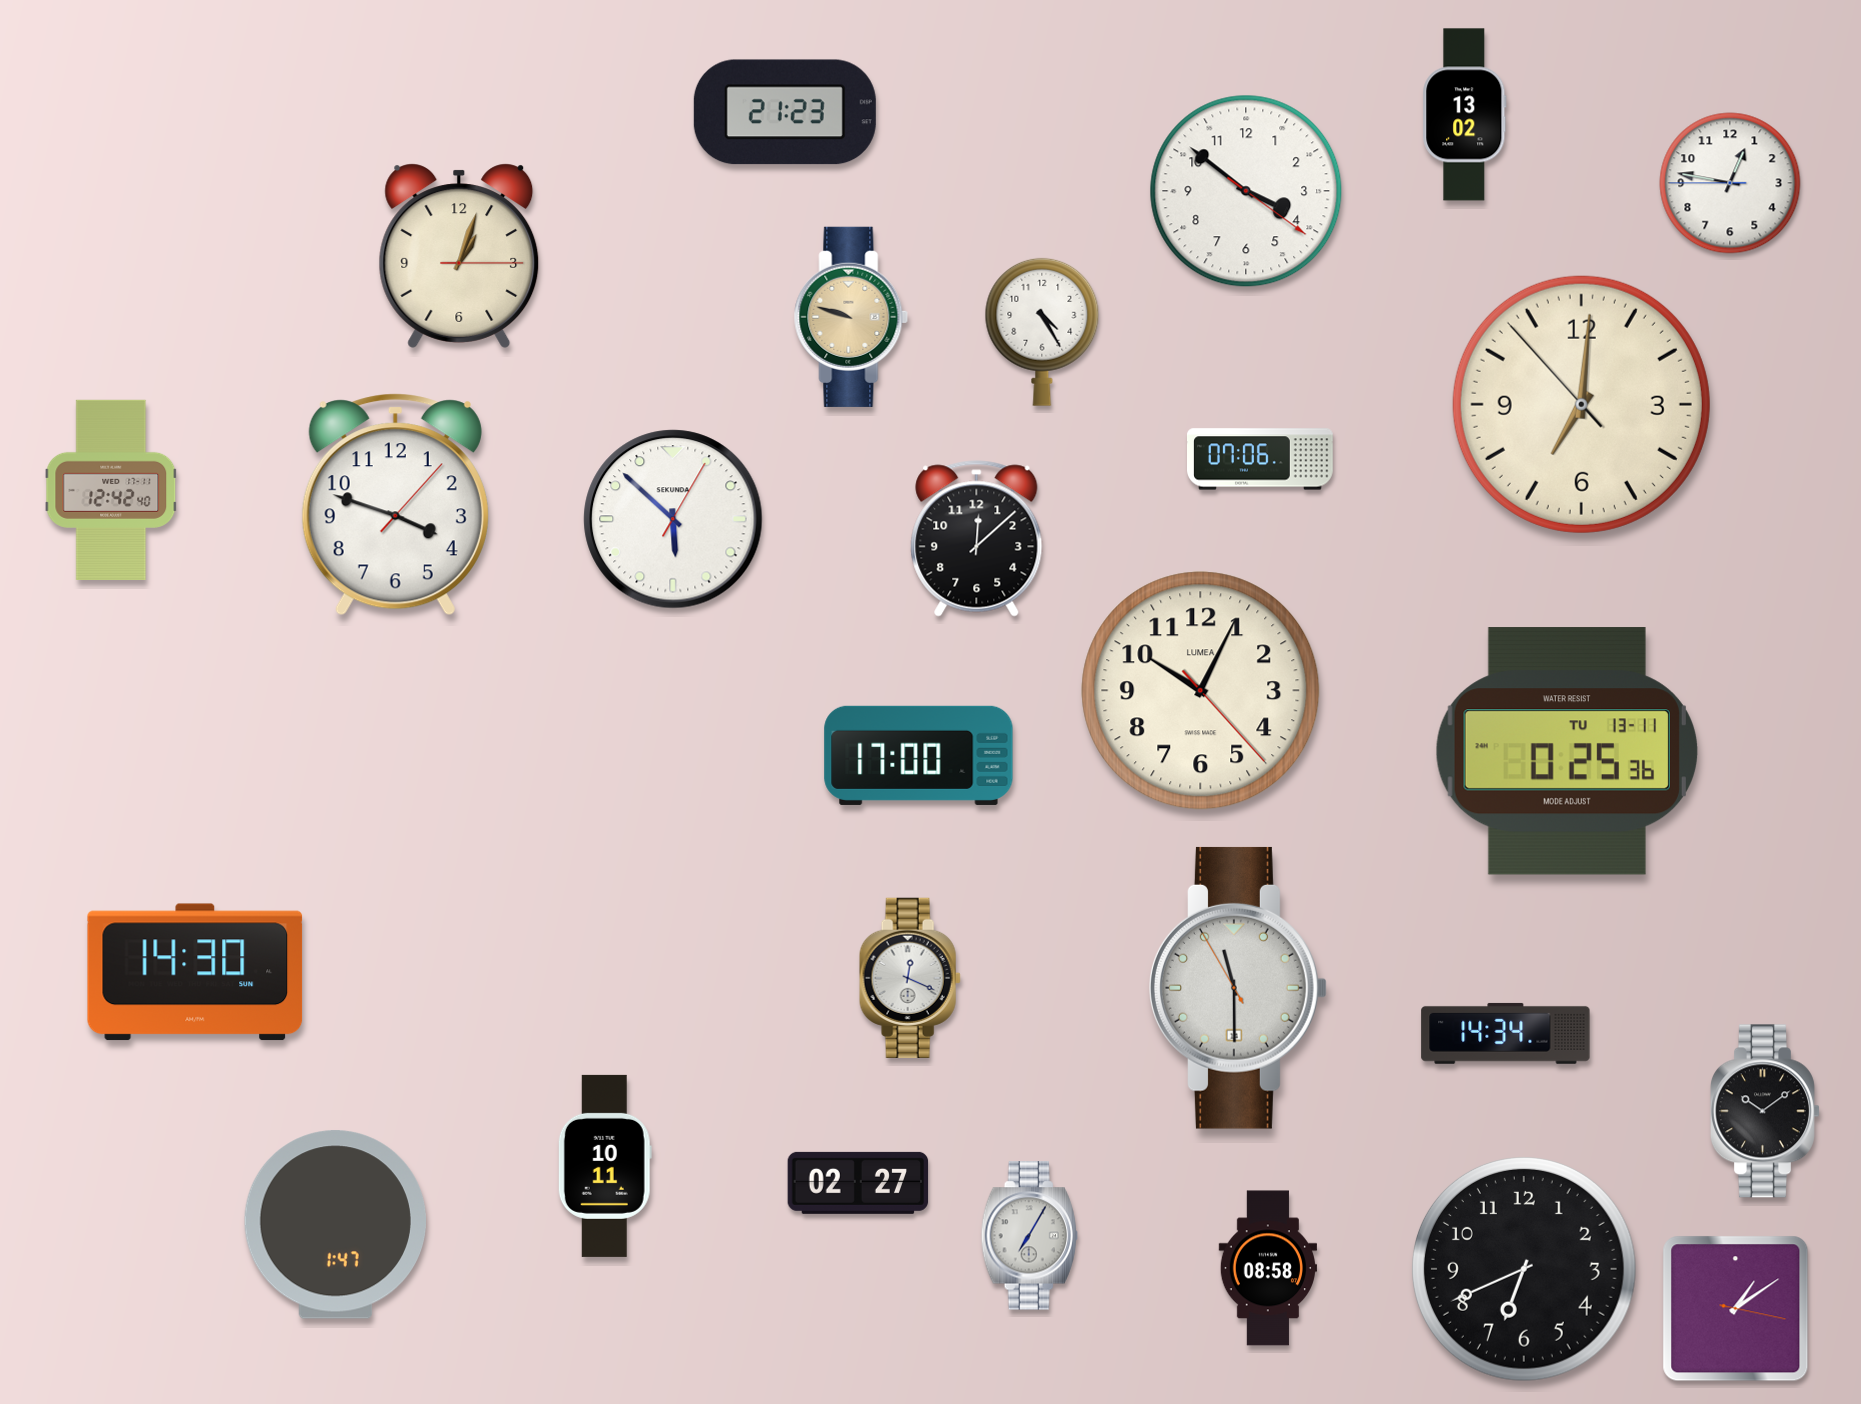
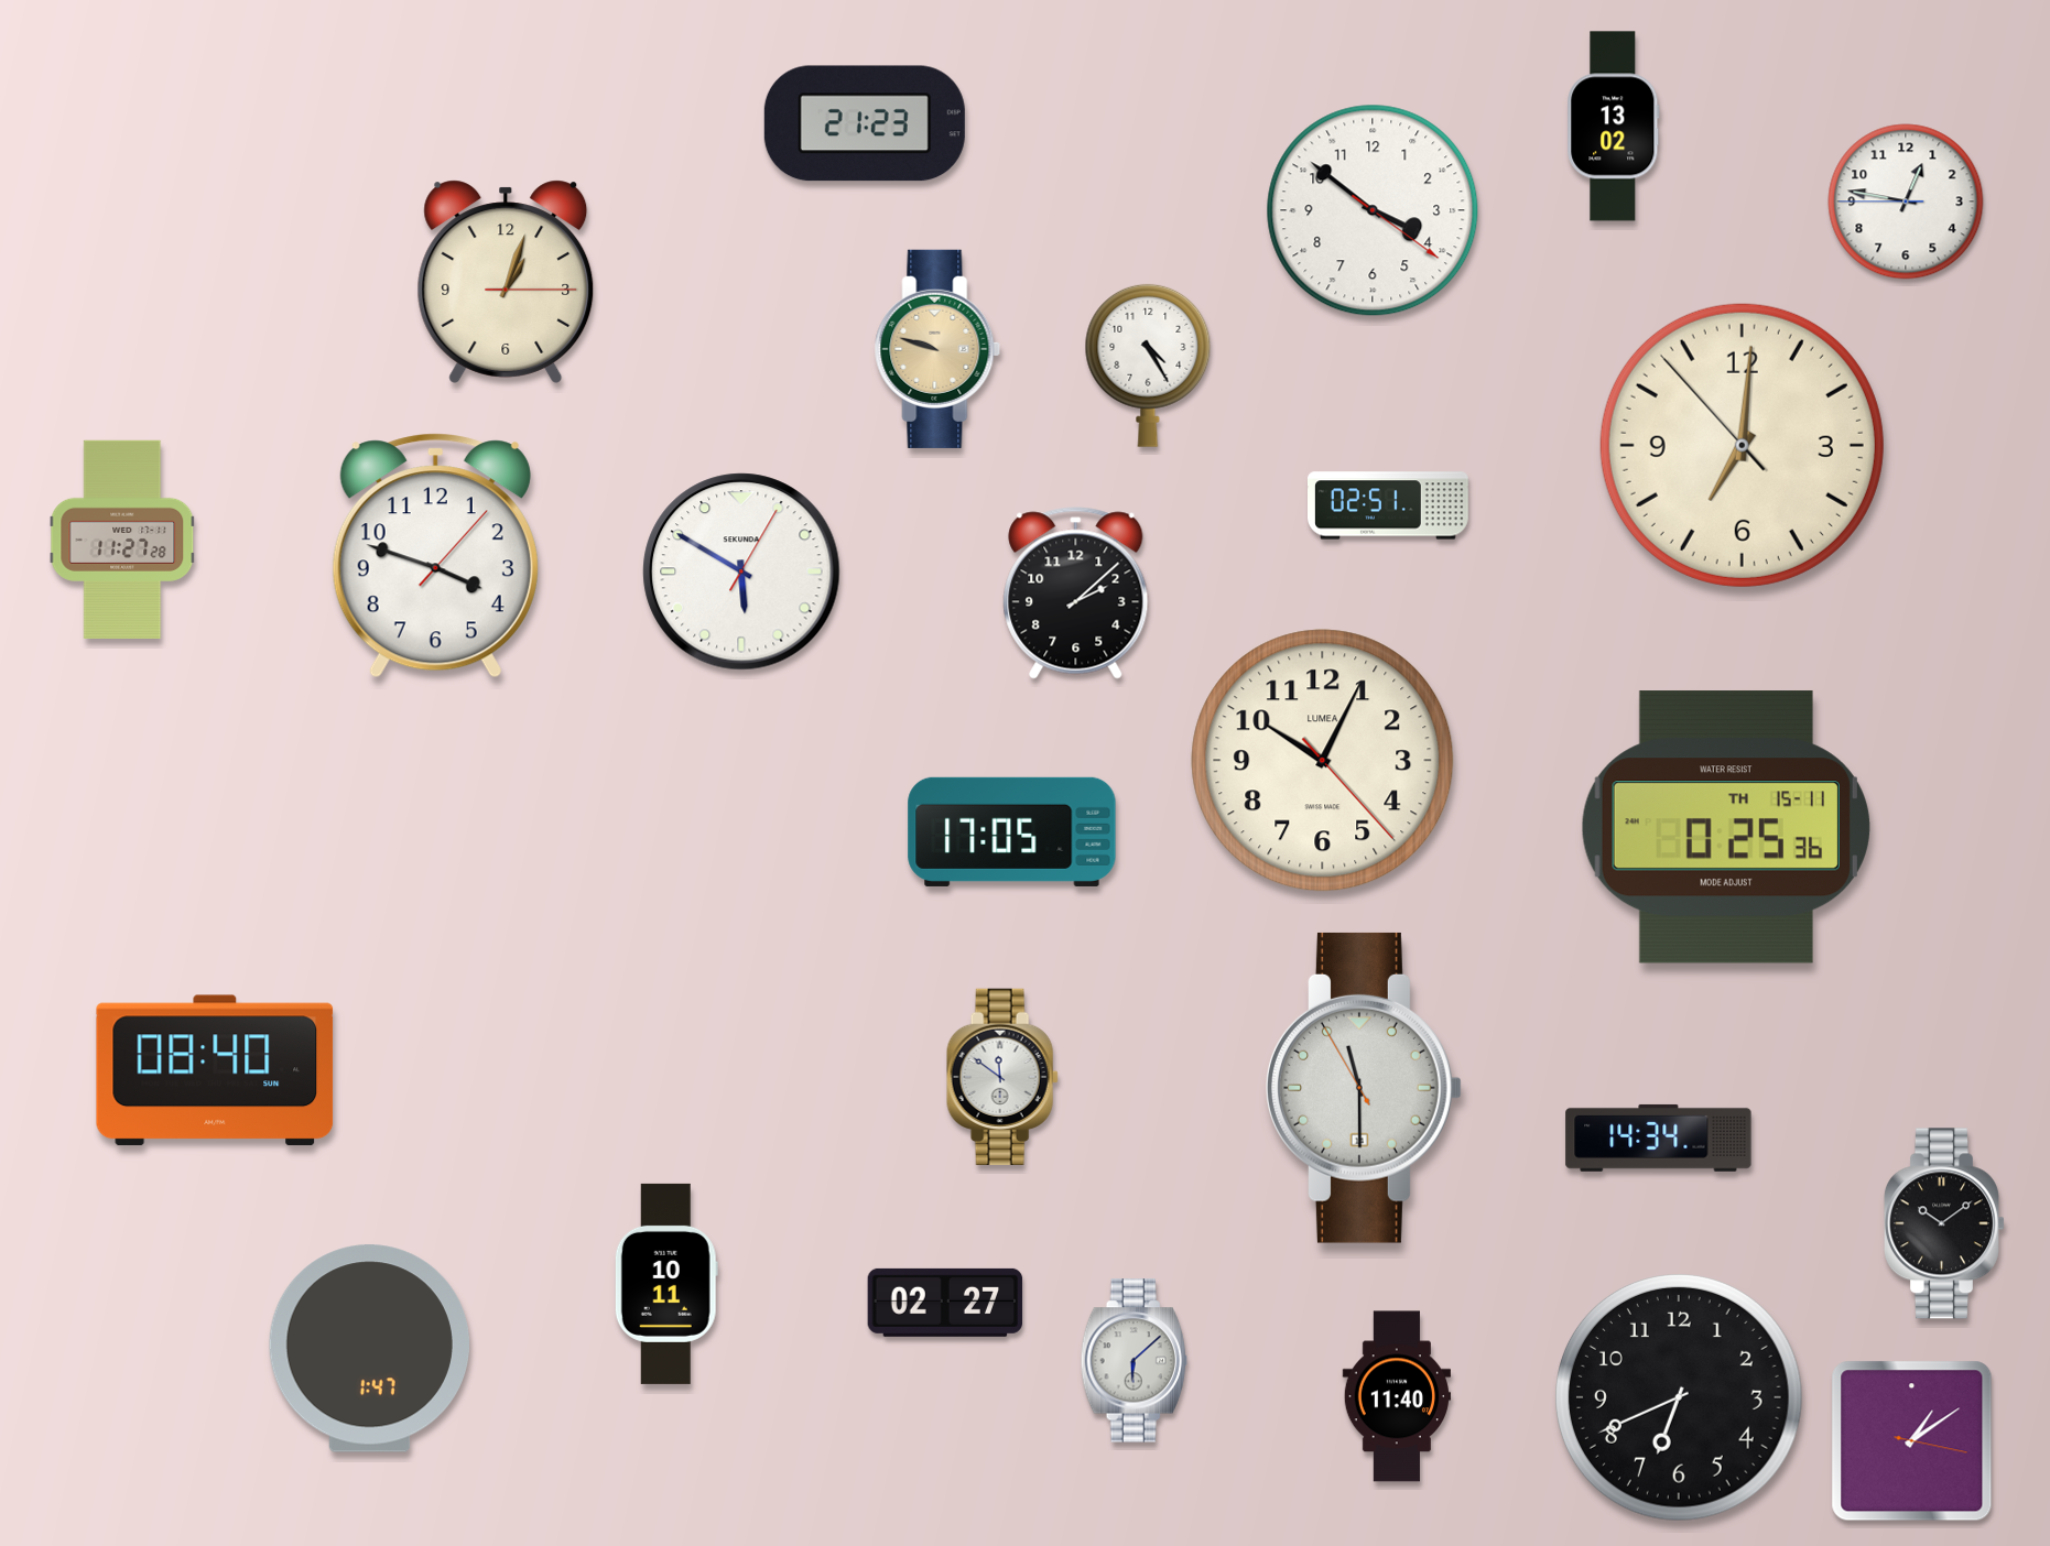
clock at (1261, 459): 07:06 -> 02:51
clock at (111, 490): 12:42 -> 11:27
clock at (673, 519): 5:52 -> 5:50
clock at (977, 539): 12:08 -> 2:08
clock at (1567, 751) date: TU 13-11 -> TH 15-11
clock at (919, 755): 17:00 -> 17:05
clock at (195, 972): 14:30 -> 08:40
clock at (910, 978): 12:19 -> 11:51
clock at (1029, 1236): 7:05 -> 6:08
clock at (1267, 1268): 08:58 -> 11:40
